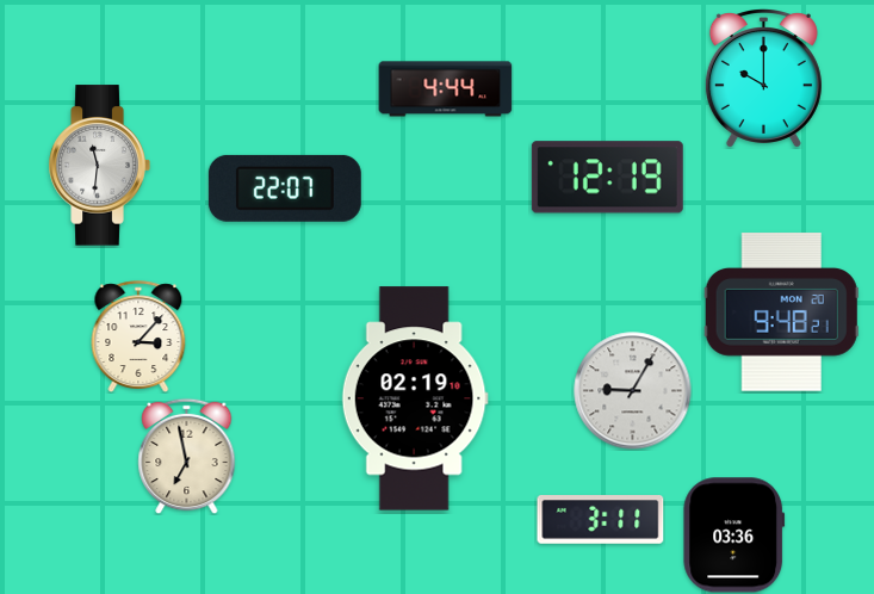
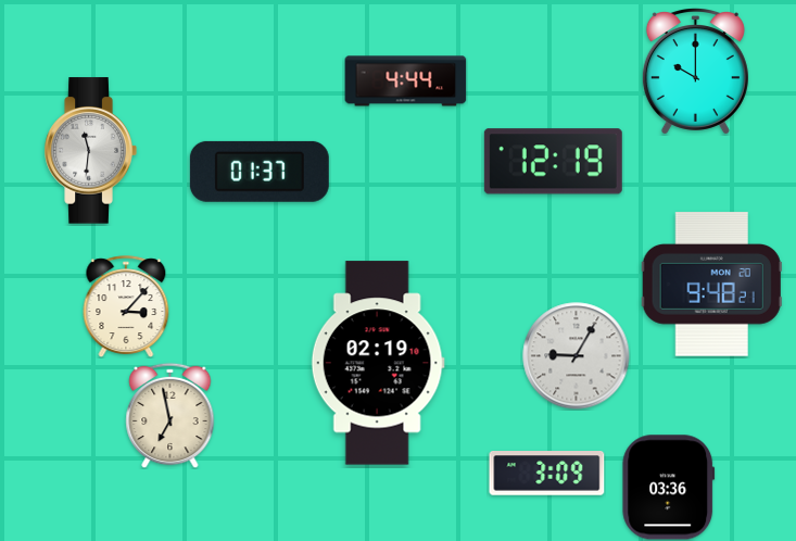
clock at (285, 188): 22:07 -> 01:37
clock at (601, 520): 3:11 -> 3:09
